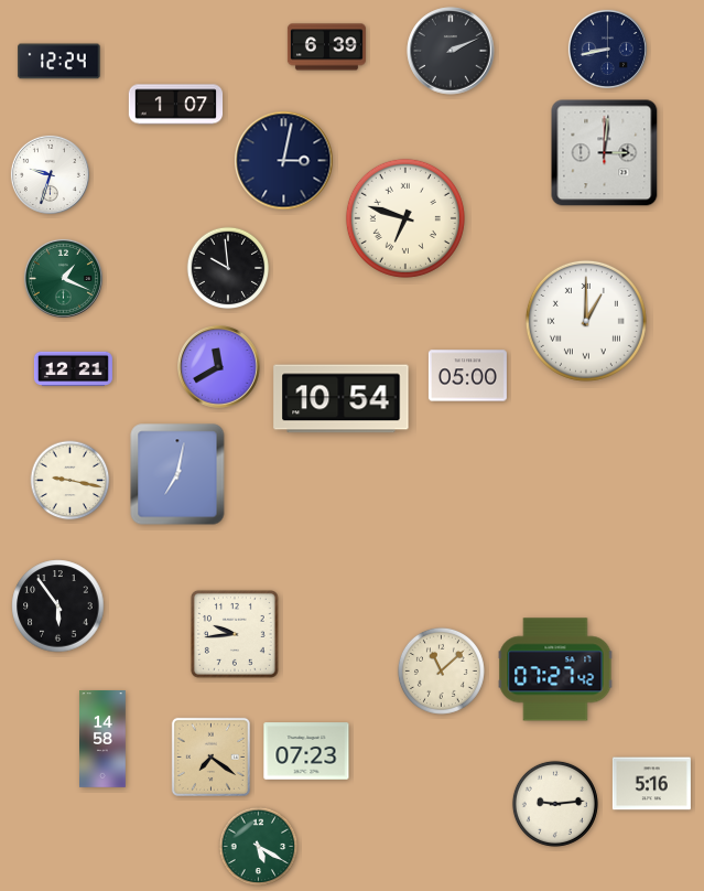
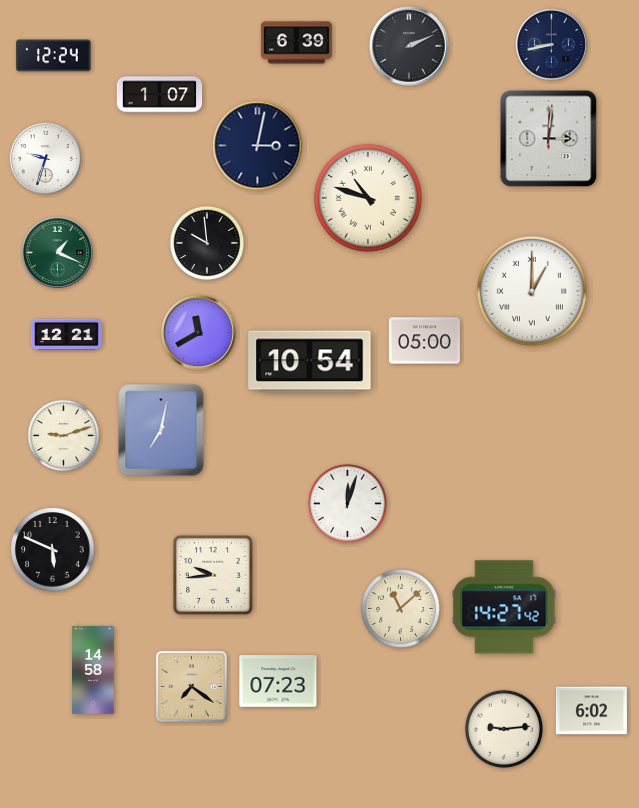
clock at (405, 218): 6:48 -> 10:48
clock at (71, 481): 9:17 -> 9:12
clock at (347, 503): none -> 12:03
clock at (58, 606): 5:54 -> 5:49
clock at (555, 669): 07:27 -> 14:27
clock at (651, 784): 5:16 -> 6:02
clock at (259, 847): 5:20 -> none
